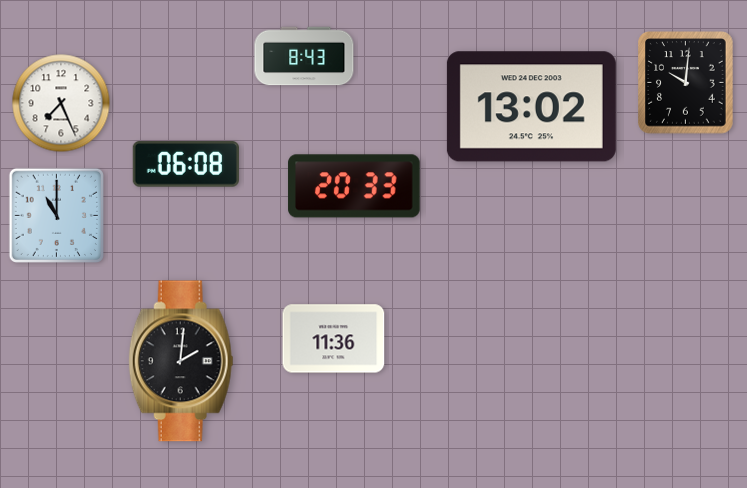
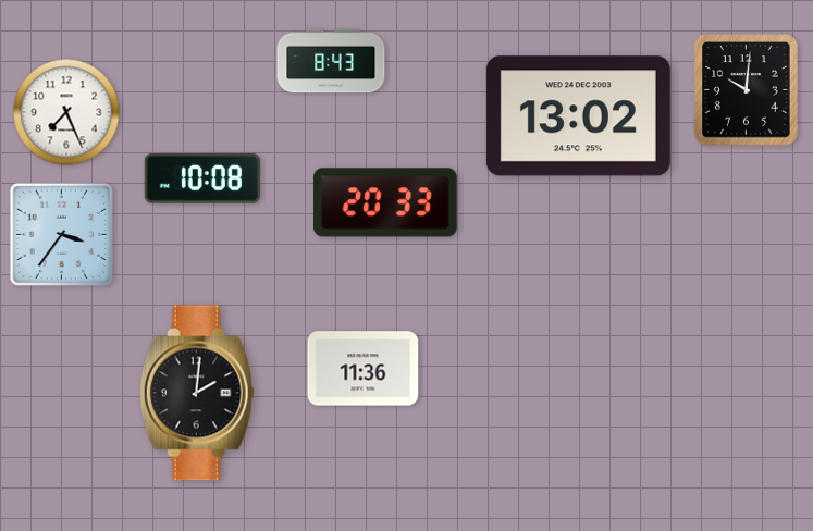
clock at (186, 164): 06:08 -> 10:08
clock at (56, 215): 11:00 -> 3:36
